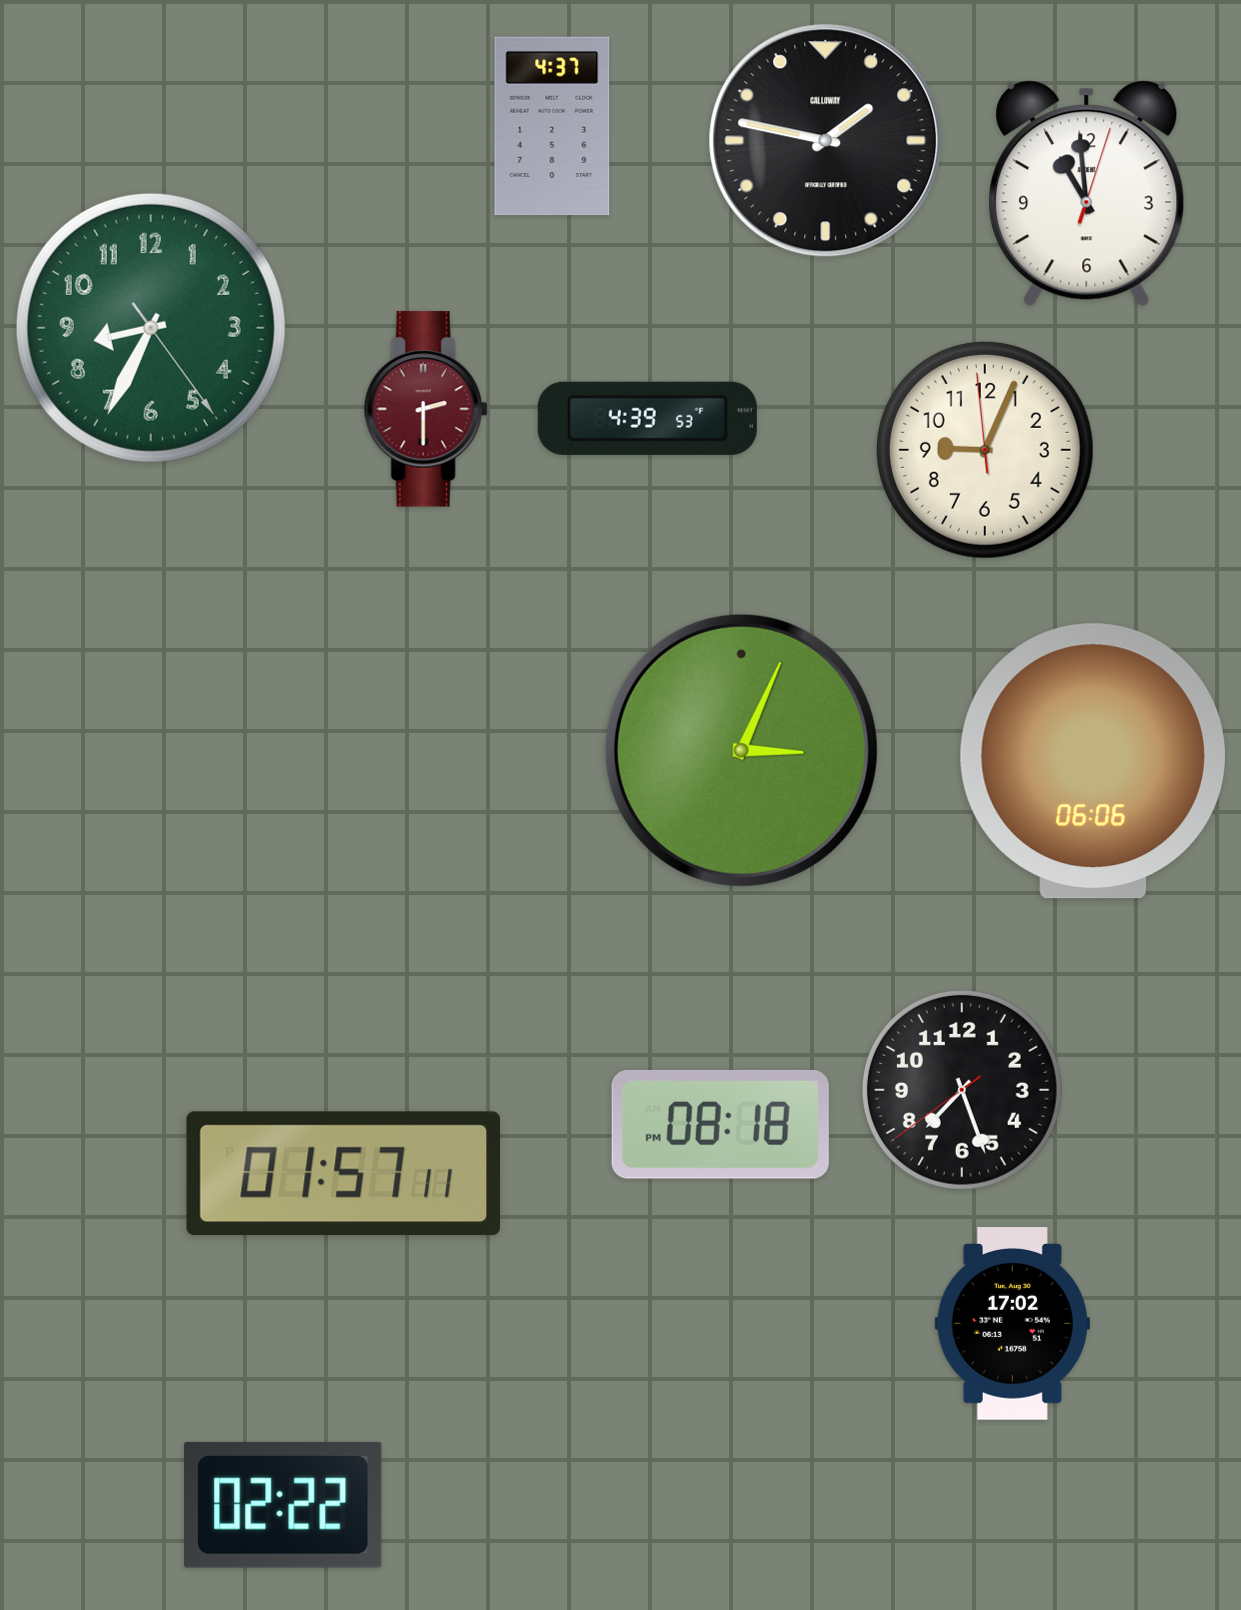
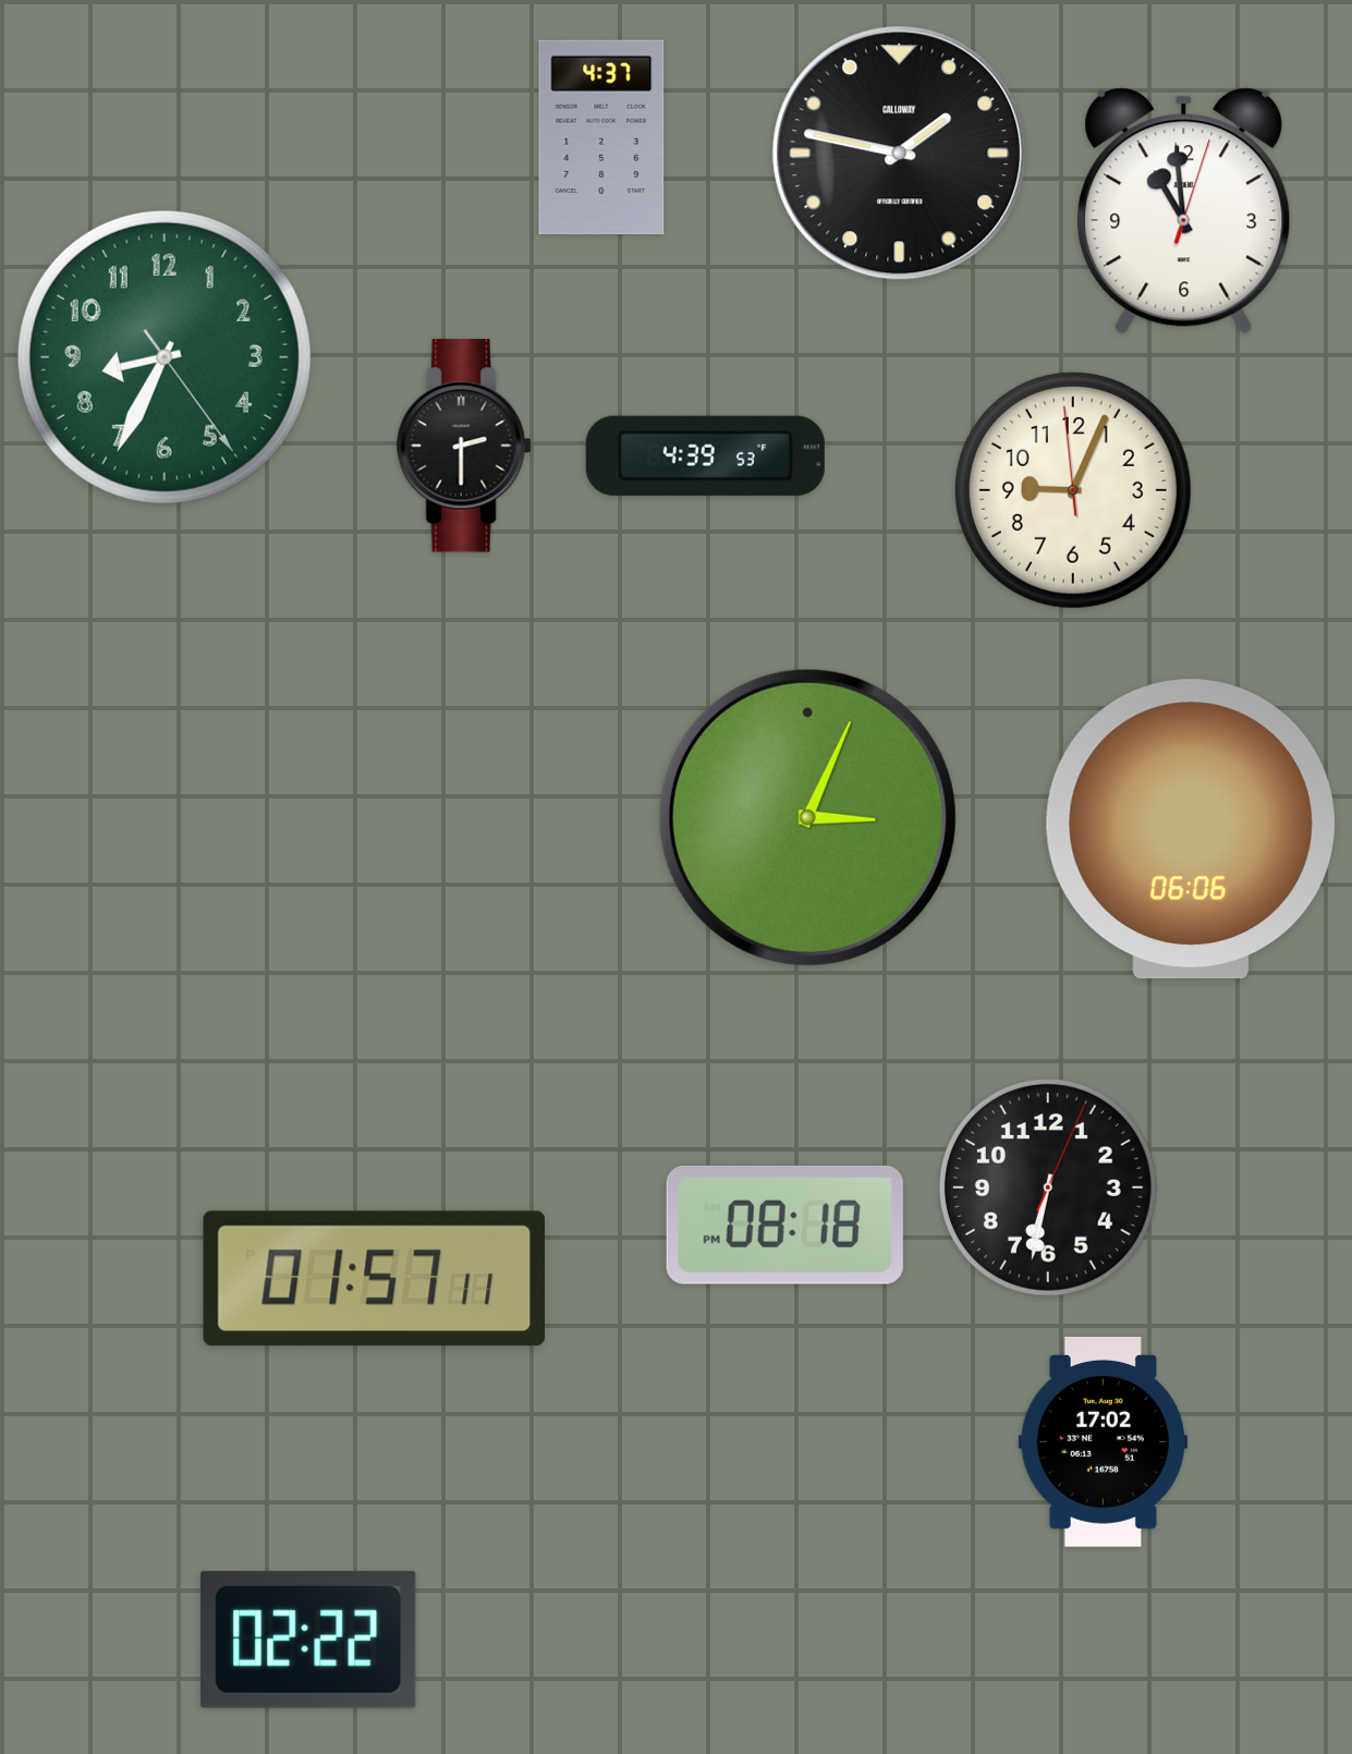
clock at (426, 409) dial: burgundy -> black
clock at (962, 1090): 7:26 -> 6:32
